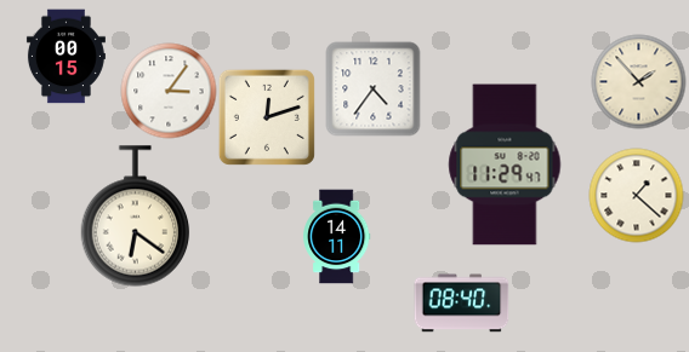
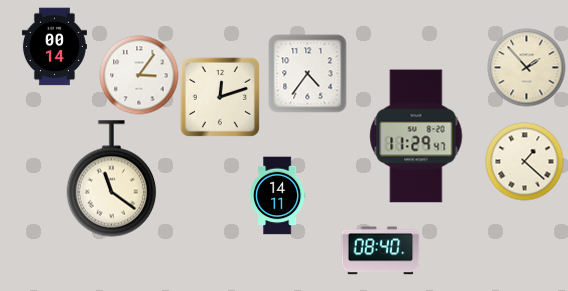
clock at (66, 56): 00:15 -> 00:14
clock at (136, 217): 6:21 -> 11:21
